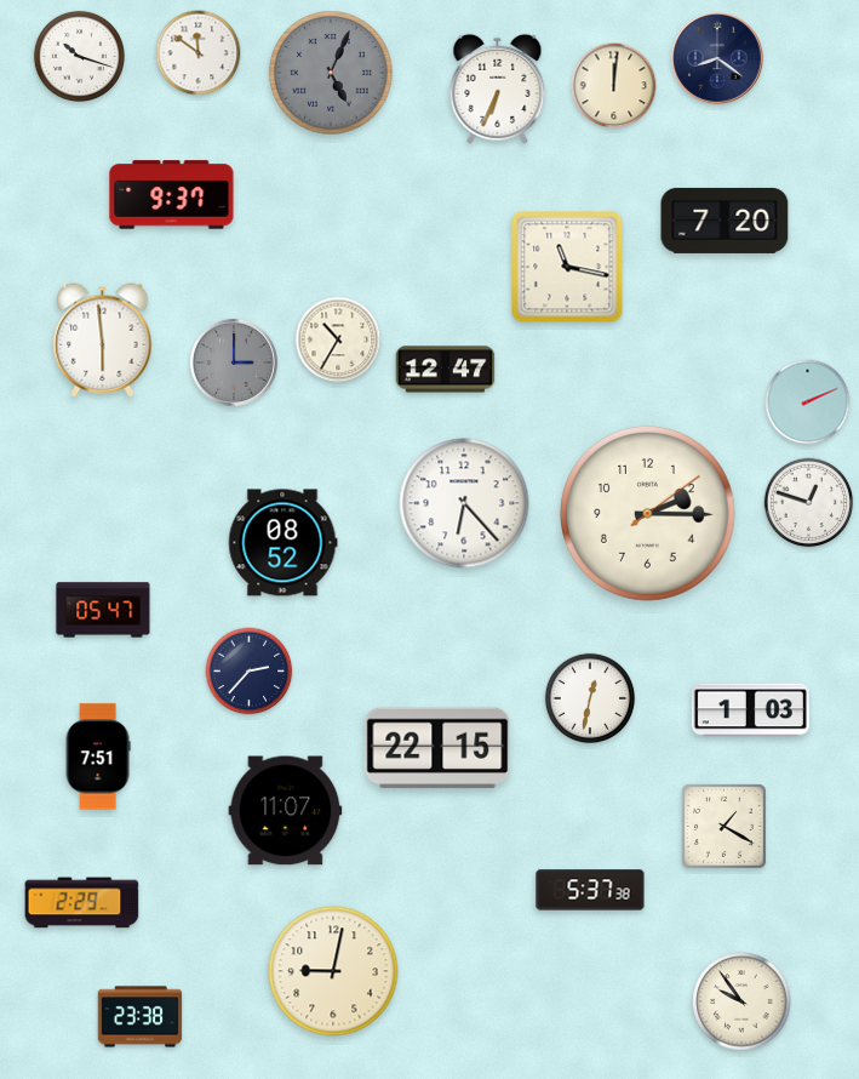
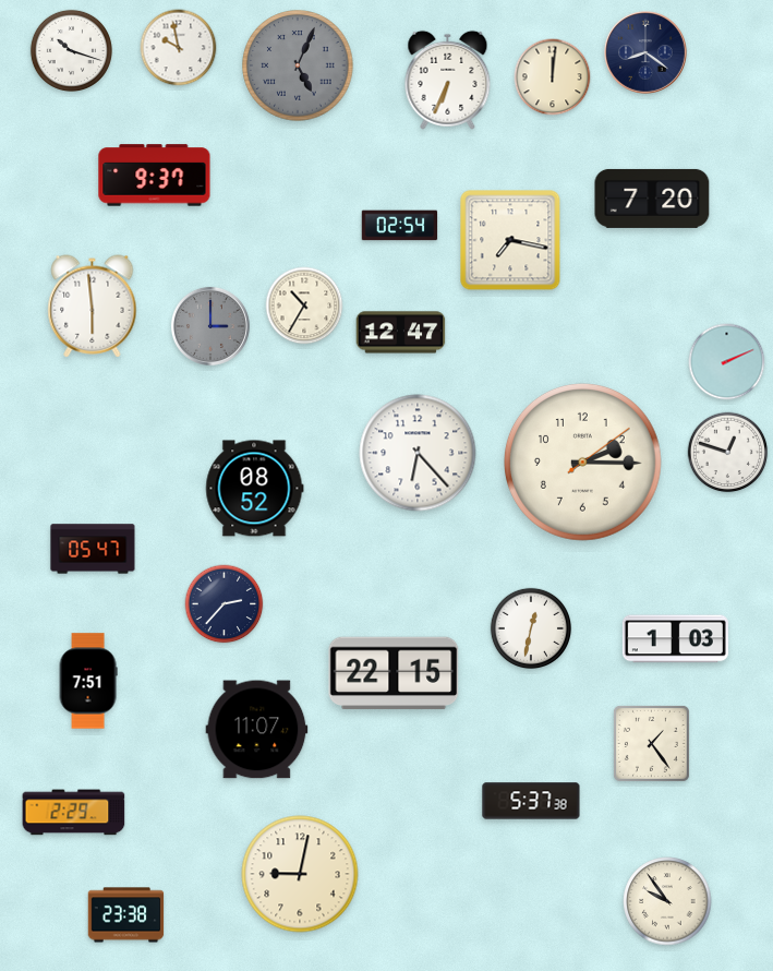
clock at (199, 53): 11:51 -> 9:58
clock at (400, 226): none -> 02:54
clock at (567, 267): 11:17 -> 7:17
clock at (723, 826): 1:20 -> 1:24
